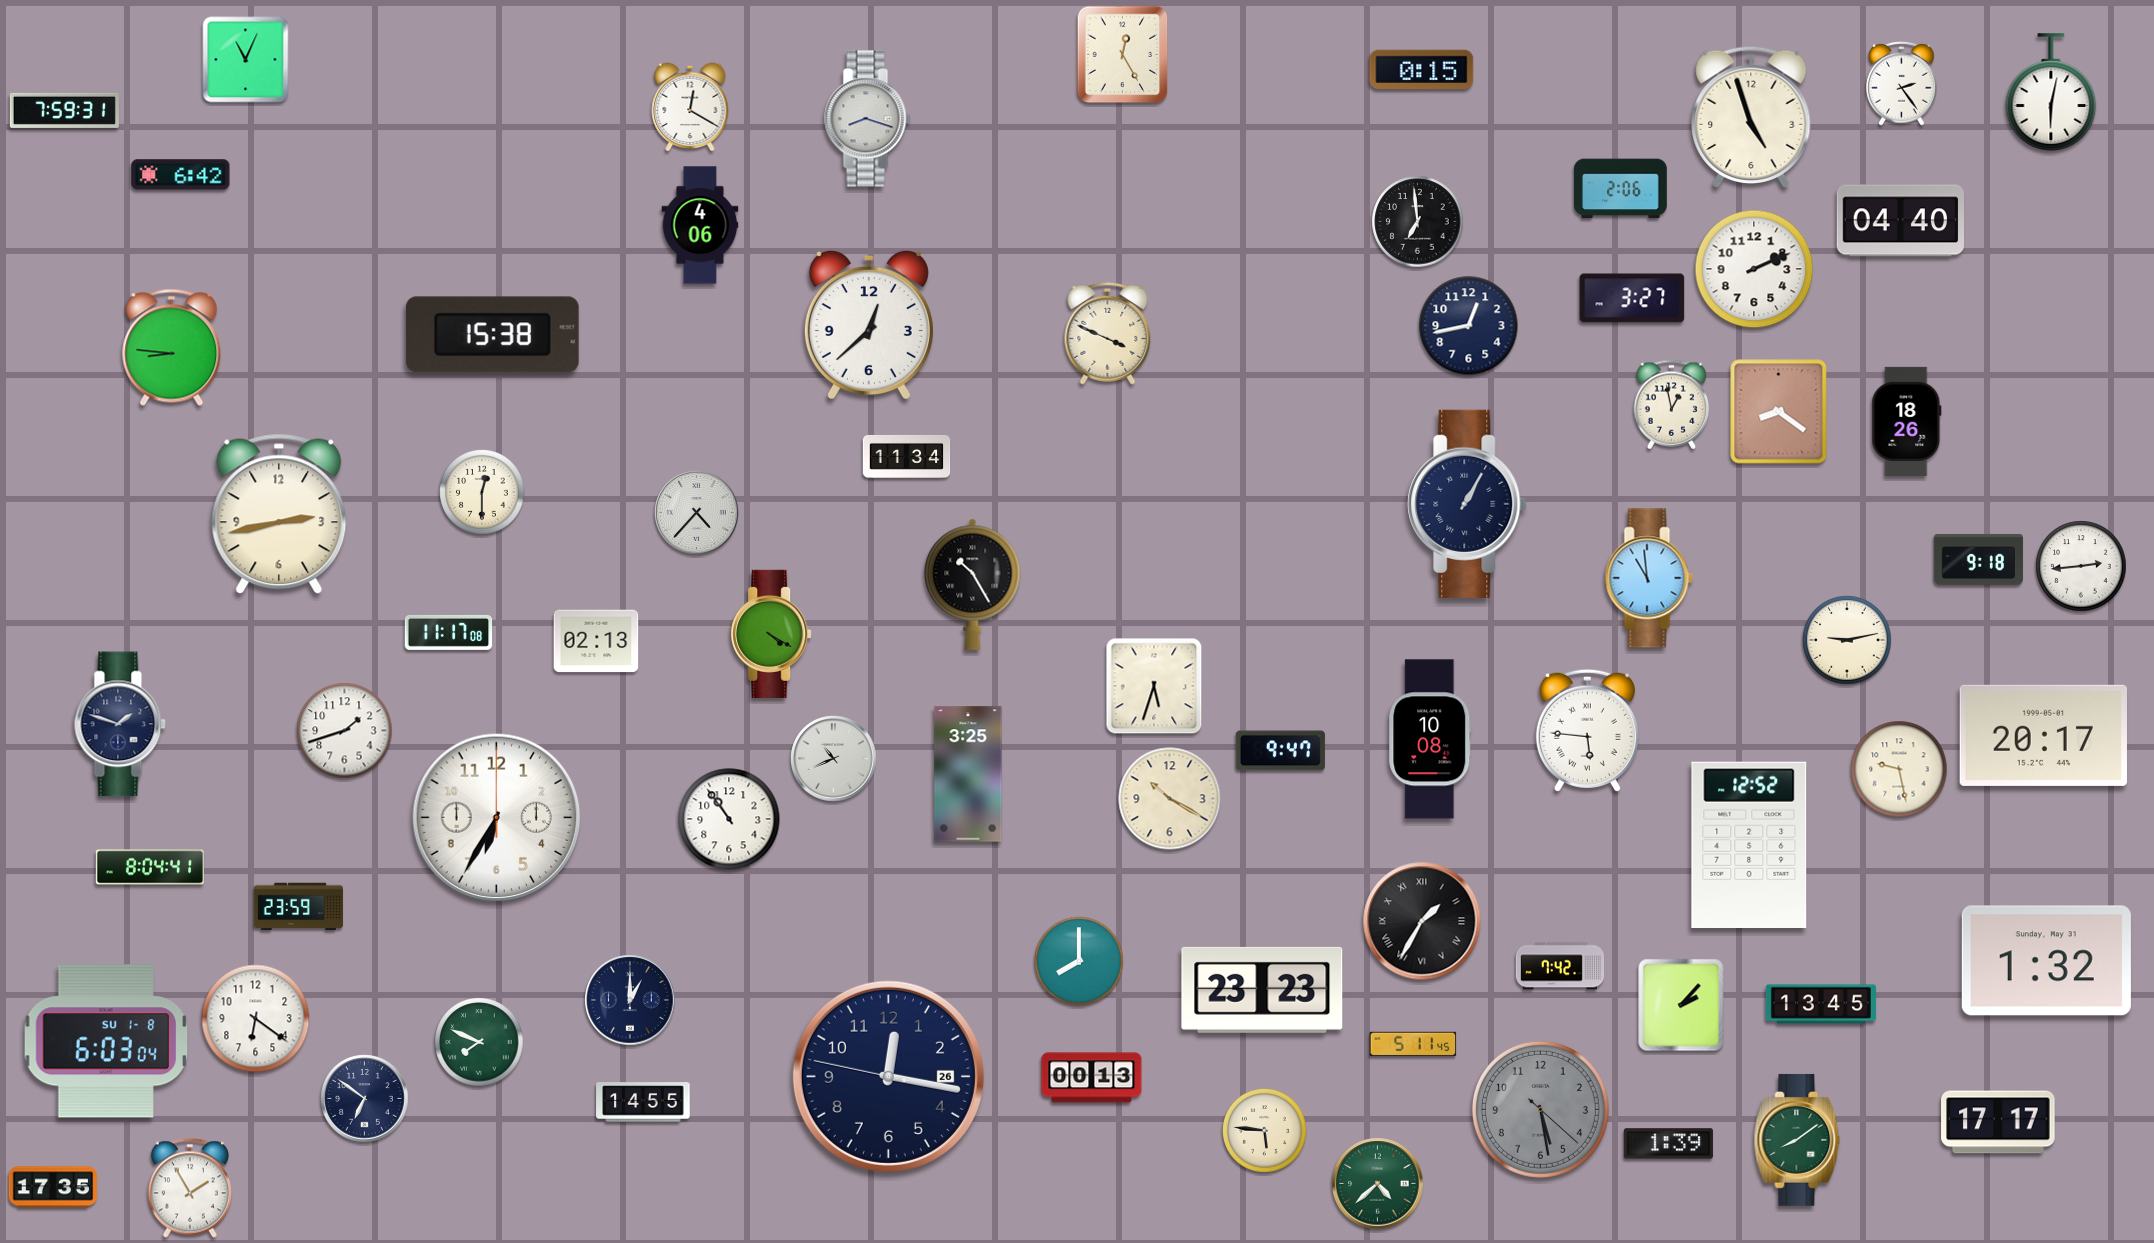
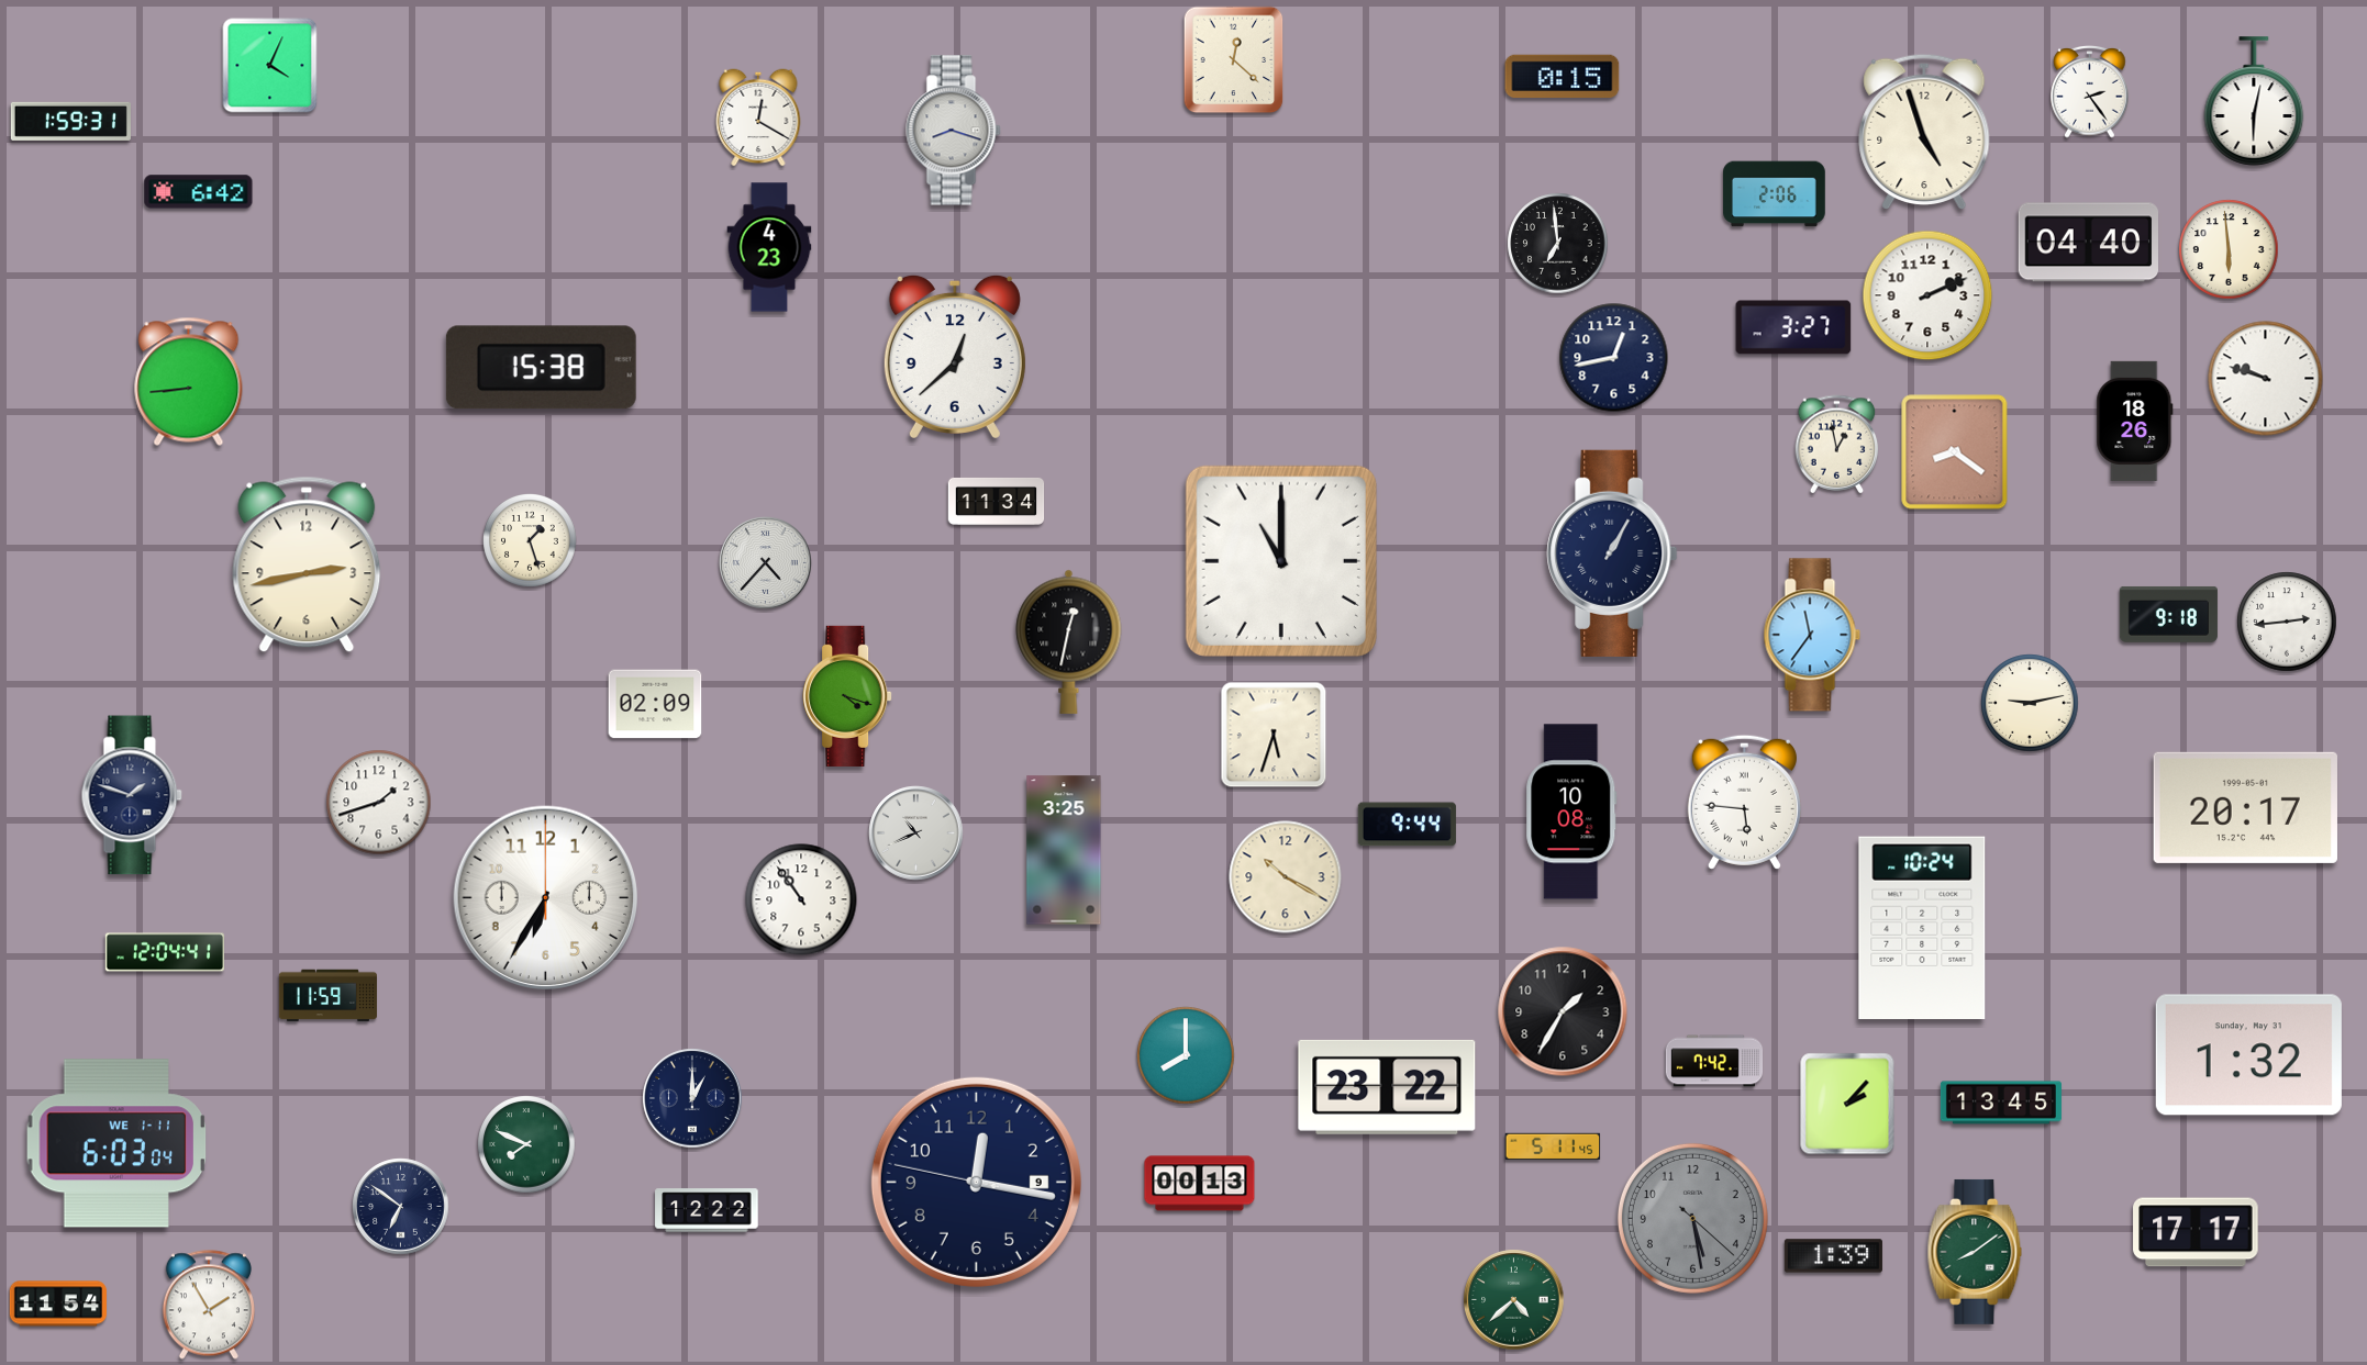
clock at (1123, 55): 12:25 -> 12:22
clock at (246, 60): 11:04 -> 4:04
clock at (64, 110): 7:59 -> 1:59
clock at (1751, 117) position: (1751, 117) -> (1924, 132)
clock at (1621, 189) position: (1621, 189) -> (1775, 194)
clock at (700, 225): 4:06 -> 4:23
clock at (2229, 249): none -> 5:59
clock at (1108, 333): 3:49 -> none
clock at (2266, 379): none -> 9:48
clock at (172, 347): 8:46 -> 8:44
clock at (1907, 421) position: (1907, 421) -> (2135, 421)
clock at (483, 493): 12:30 -> 1:27
clock at (1281, 561): none -> 11:00
clock at (1978, 559) position: (1978, 559) -> (2168, 614)
clock at (1649, 578): 10:59 -> 11:36
clock at (973, 584): 10:25 -> 12:32
clock at (449, 632): 11:17 -> none
clock at (771, 634): 4:20 -> 4:18
clock at (596, 641): 02:13 -> 02:09
clock at (1154, 686) position: (1154, 686) -> (1274, 735)
clock at (1280, 751): 9:47 -> 9:44
clock at (1899, 769): 9:28 -> none
clock at (1749, 844): 12:52 -> 10:24
clock at (150, 867): 8:04 -> 12:04
clock at (298, 907): 23:59 -> 11:59
clock at (1422, 921) numerals: Roman -> Arabic
clock at (1262, 990): 23:23 -> 23:22
clock at (256, 1019): 6:21 -> none
clock at (106, 1041) date: SU 1-8 -> WE 1-11
clock at (888, 1076) date: 26 -> 9
clock at (643, 1102): 14:55 -> 12:22
clock at (1265, 1131): 5:46 -> none
clock at (52, 1187): 17:35 -> 11:54
